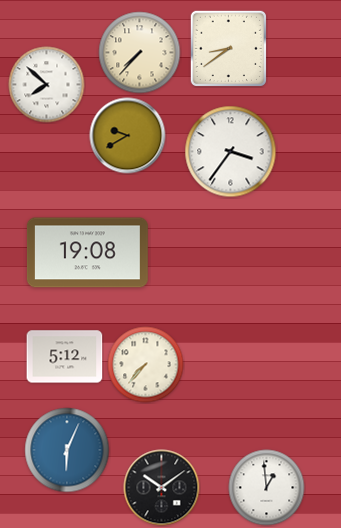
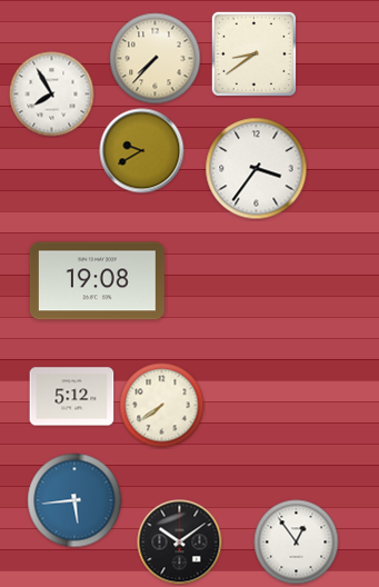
clock at (47, 85): 7:52 -> 7:55
clock at (146, 365): 7:37 -> 7:39
clock at (67, 450): 6:04 -> 5:44
clock at (267, 488): 12:59 -> 12:54
